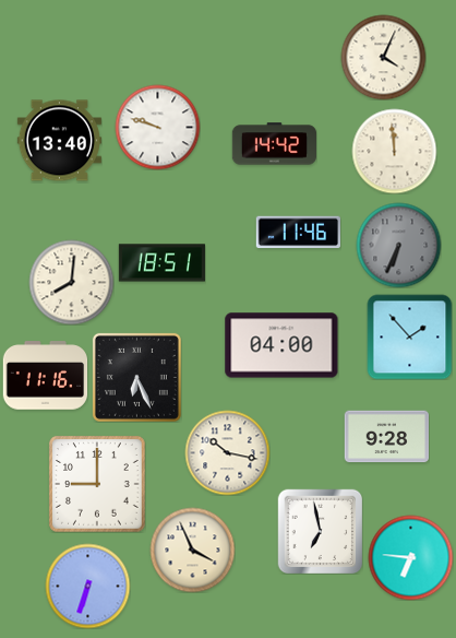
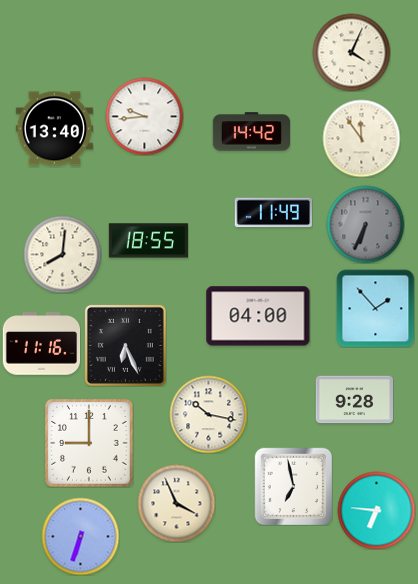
clock at (157, 127): 9:48 -> 9:44
clock at (394, 151): 11:59 -> 11:54
clock at (298, 233): 11:46 -> 11:49
clock at (161, 263): 18:51 -> 18:55
clock at (71, 282) position: (71, 282) -> (62, 254)
